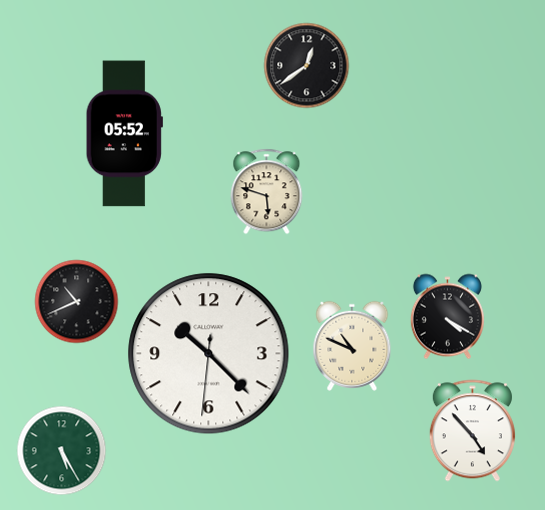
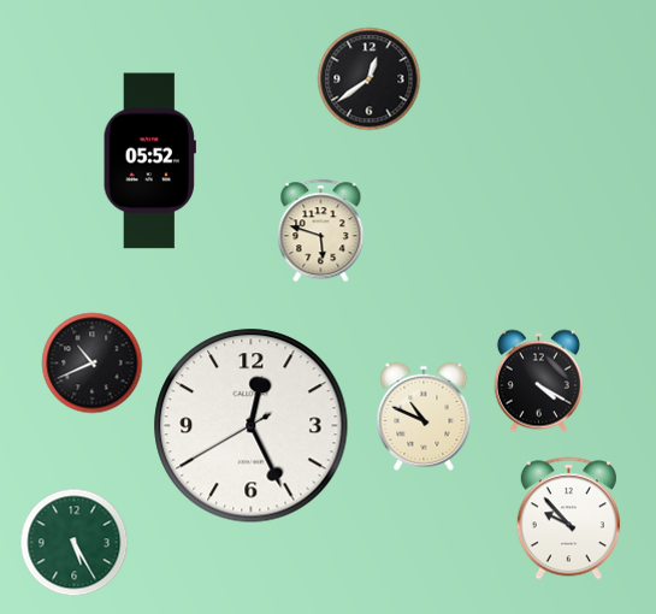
clock at (209, 354): 10:22 -> 12:25
clock at (472, 431): 4:53 -> 9:53
